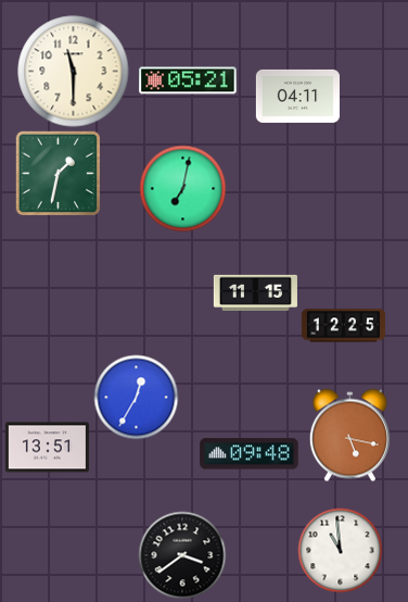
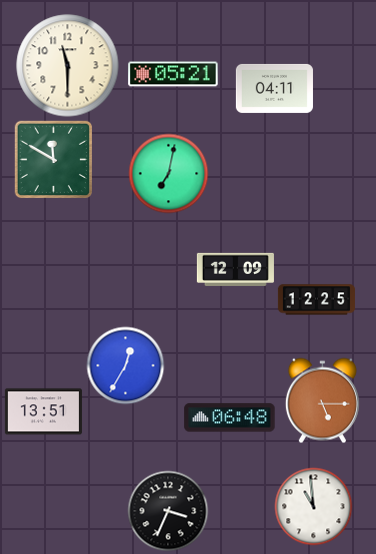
clock at (58, 173): 1:32 -> 11:50
clock at (255, 292): 11:15 -> 12:09
clock at (349, 435): 5:17 -> 5:15
clock at (250, 454): 09:48 -> 06:48
clock at (182, 555): 3:39 -> 3:34
